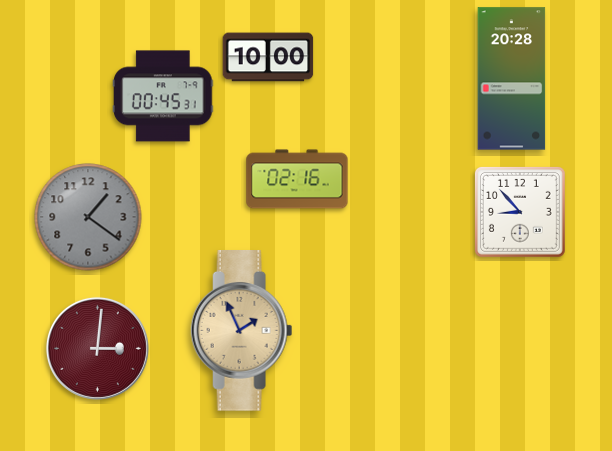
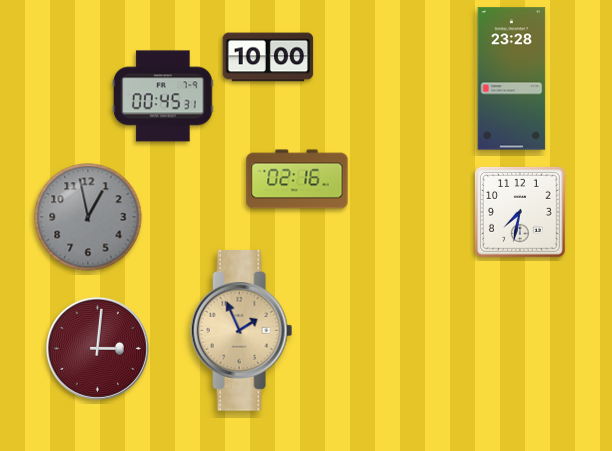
clock at (512, 79): 20:28 -> 23:28
clock at (520, 212): 8:53 -> 7:32
clock at (88, 217): 1:21 -> 12:58
